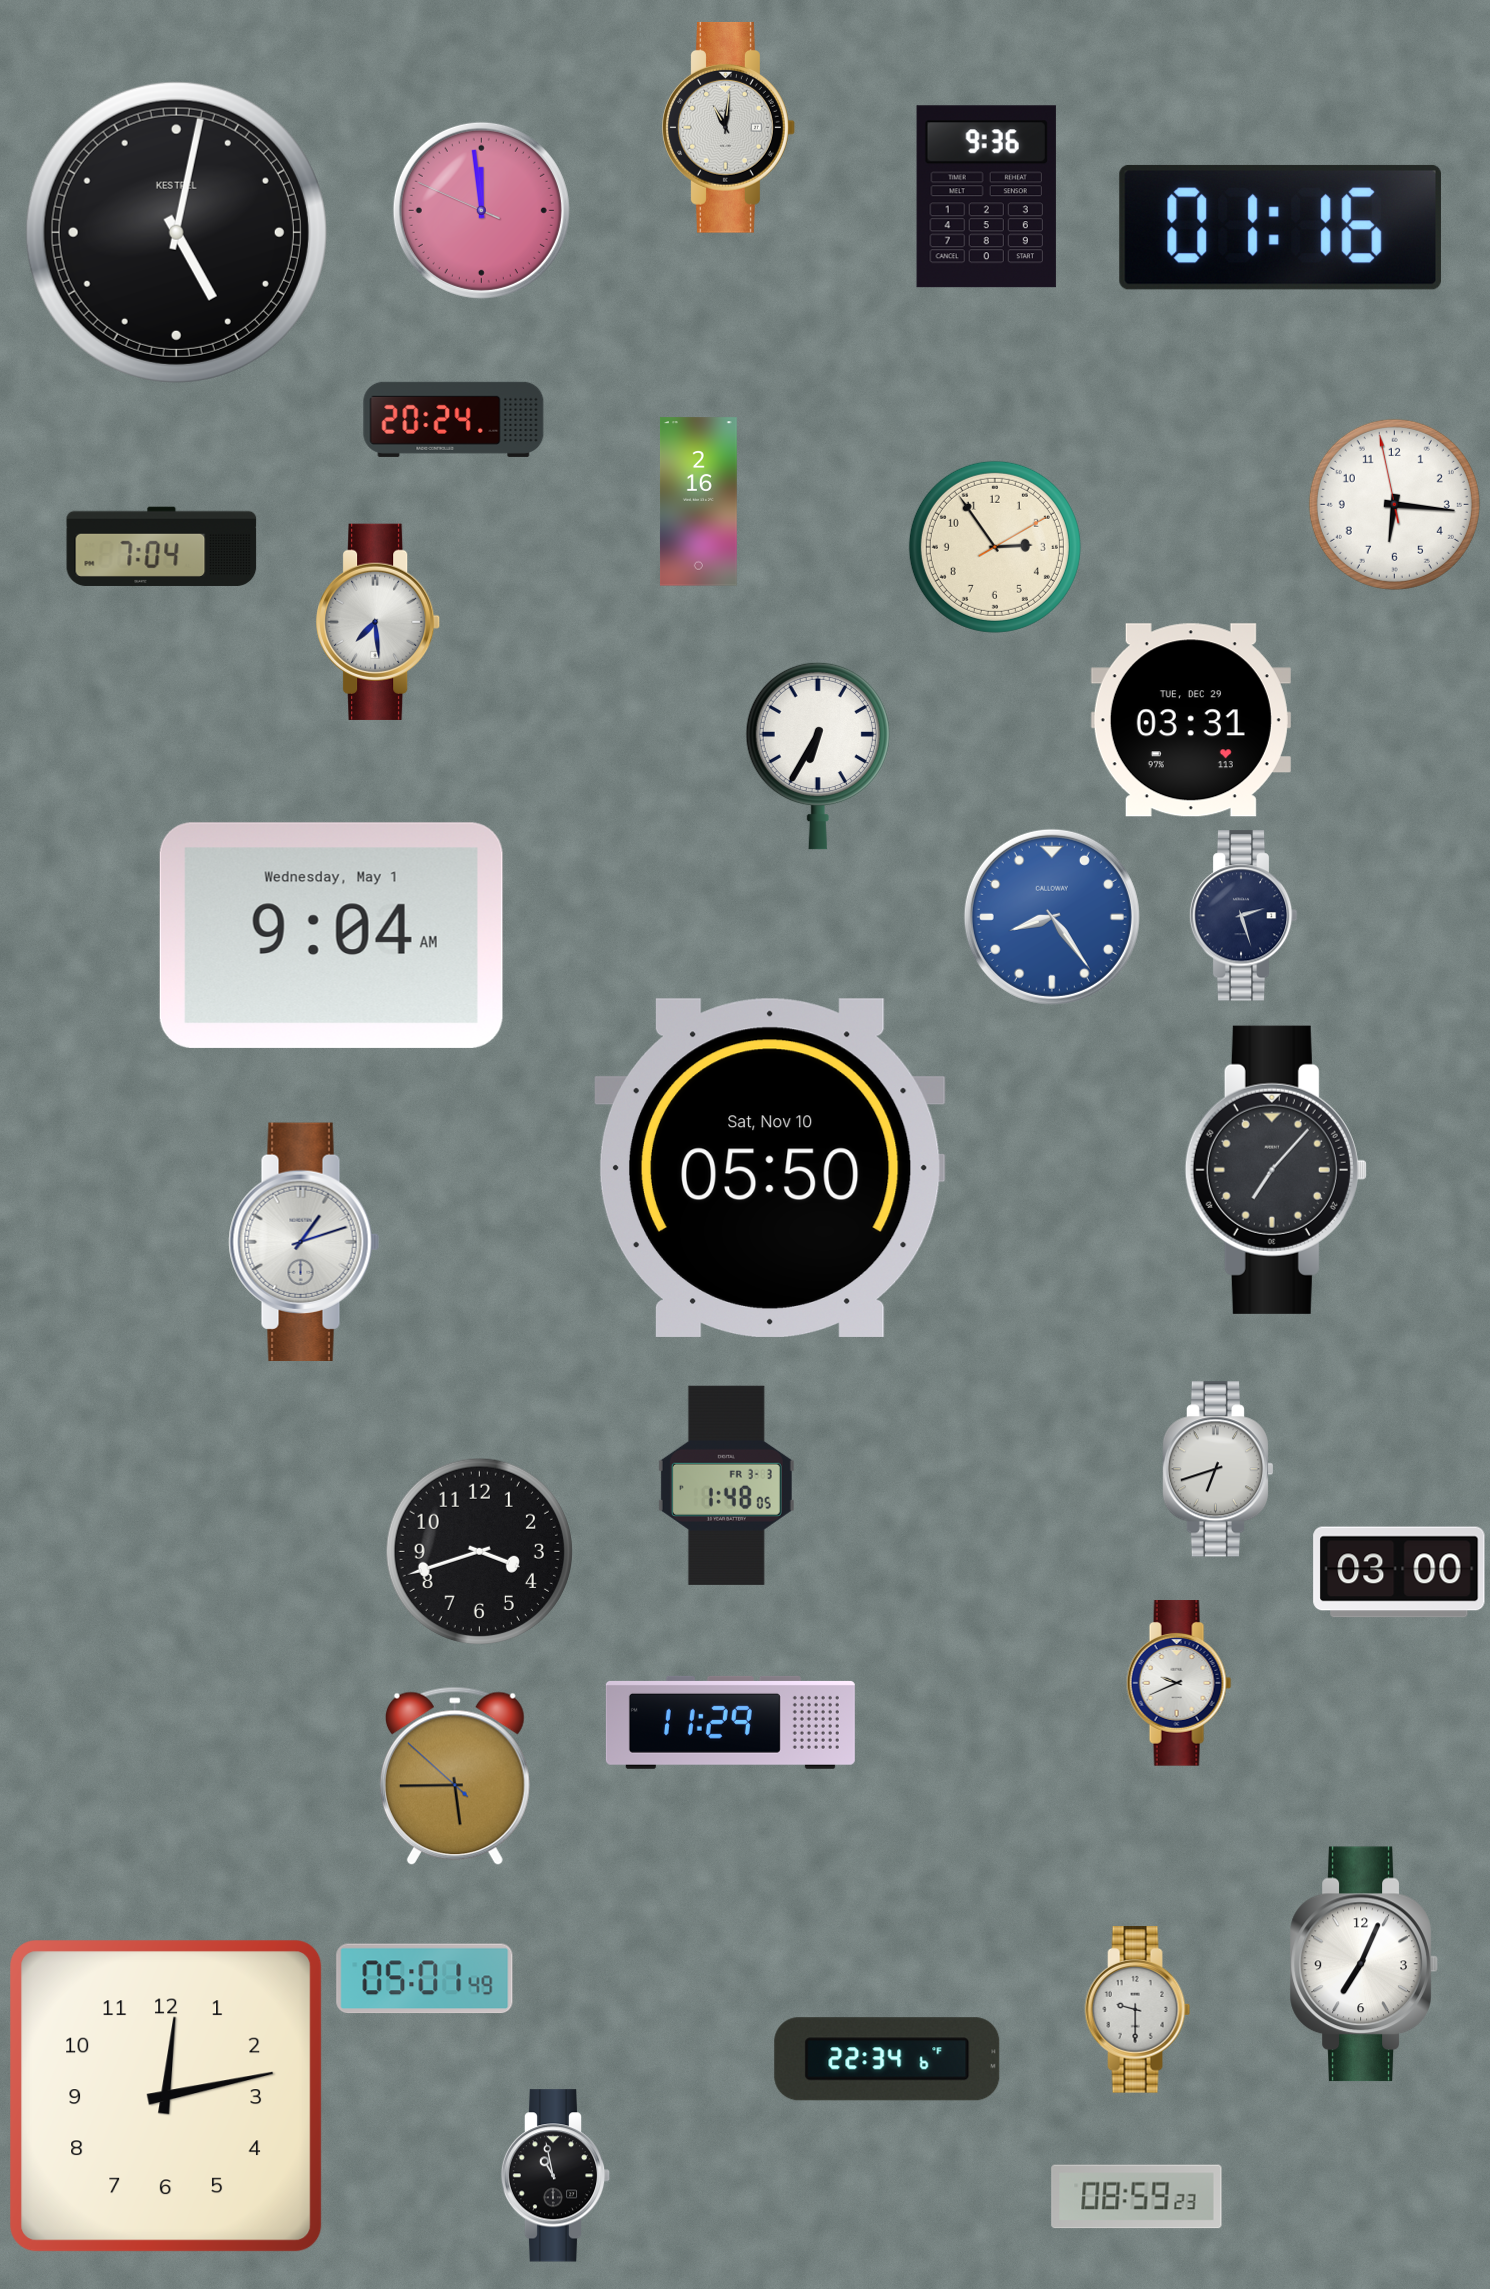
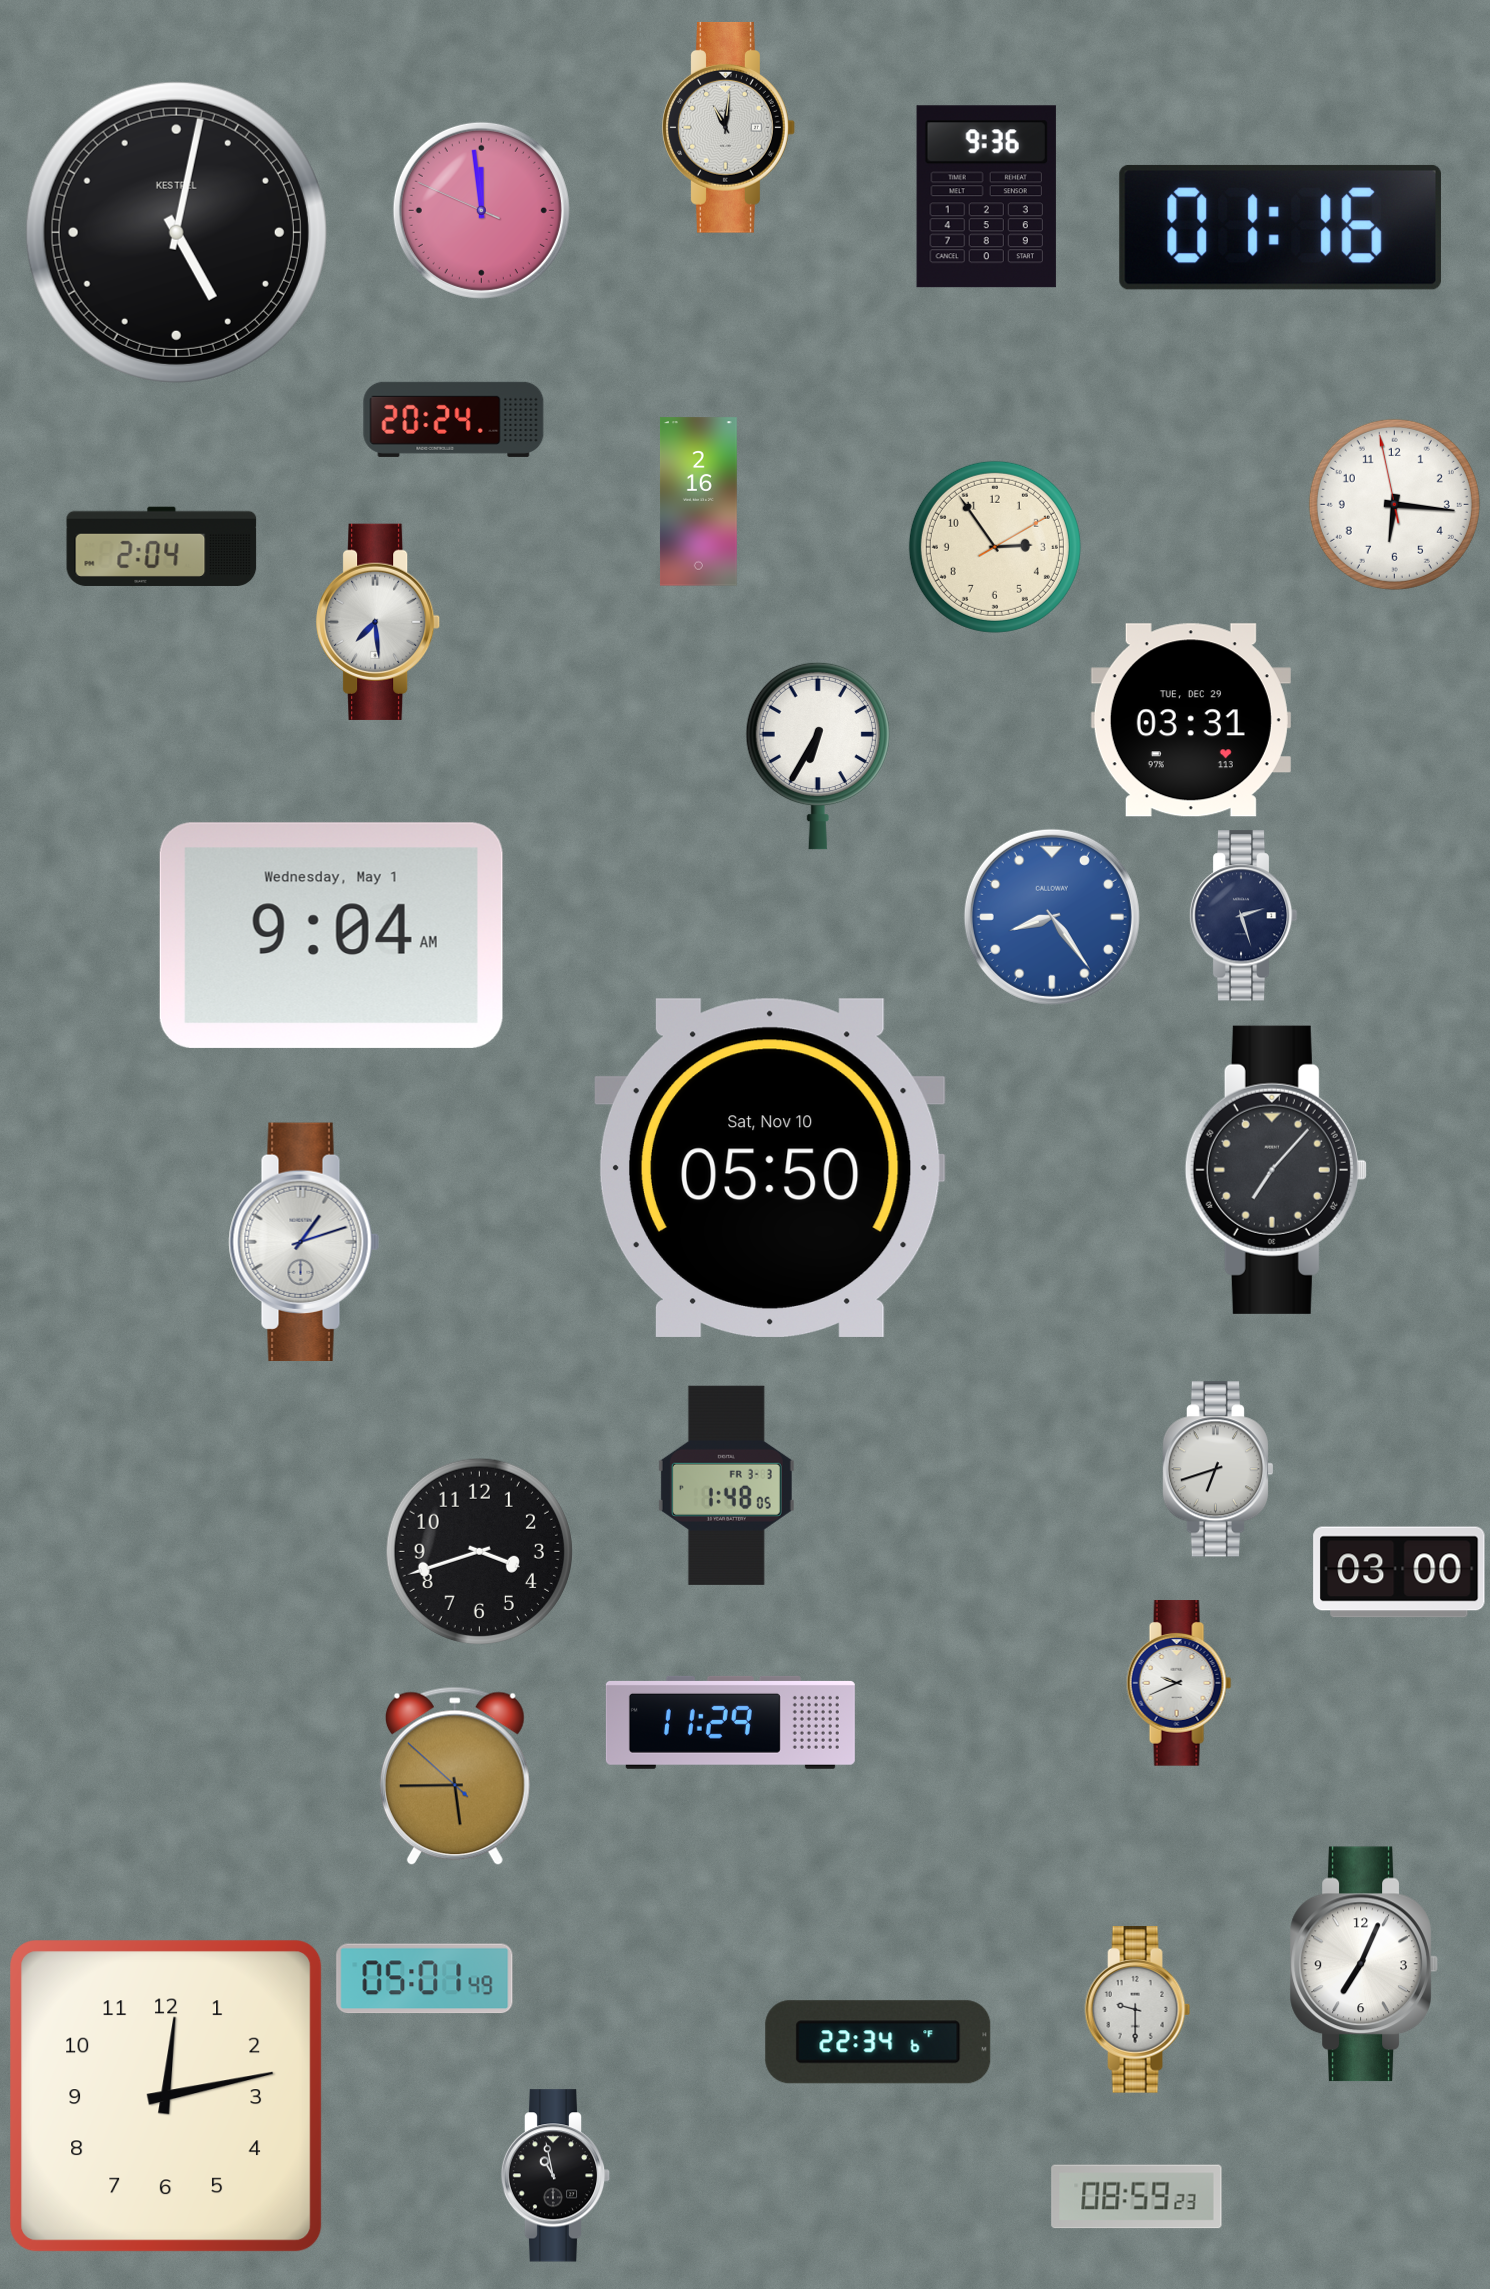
clock at (162, 546): 7:04 -> 2:04
clock at (887, 2059) position: (887, 2059) -> (878, 2042)
